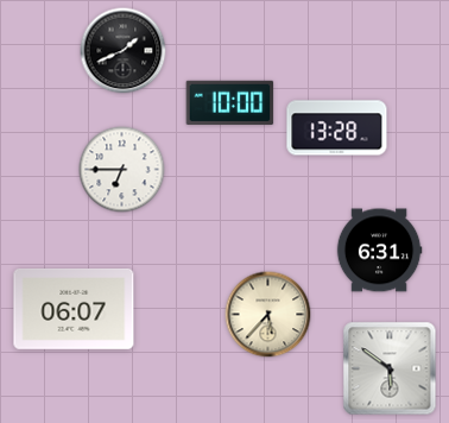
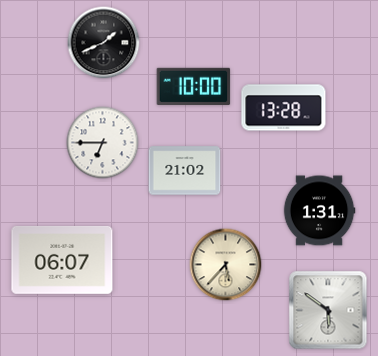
clock at (185, 171): none -> 21:02
clock at (379, 251): 6:31 -> 1:31
